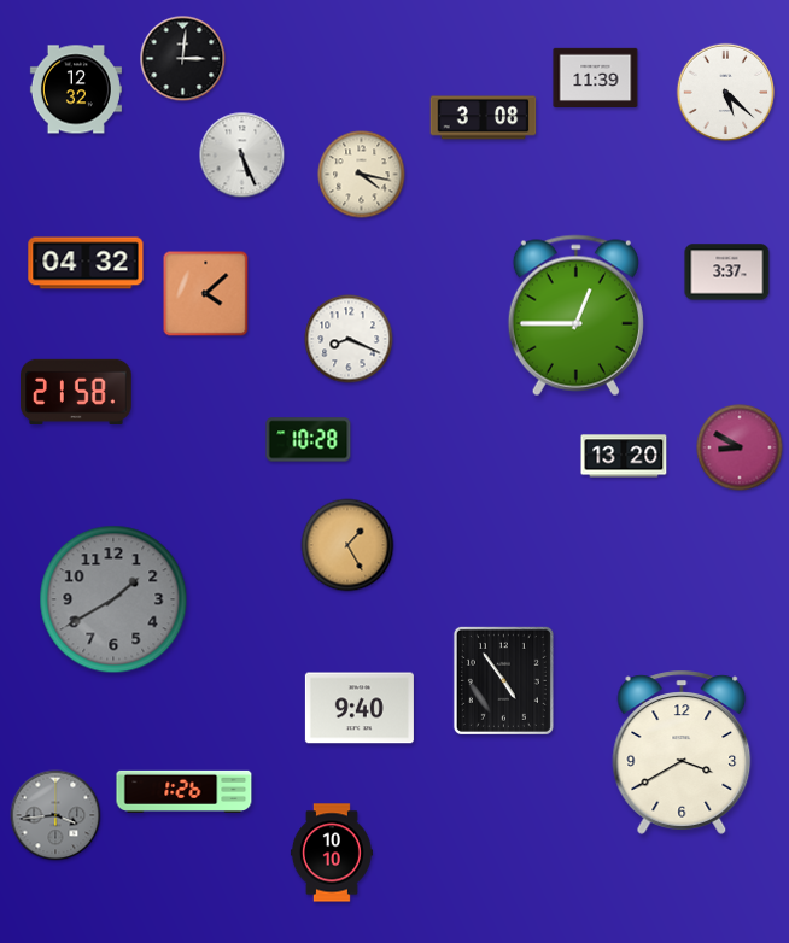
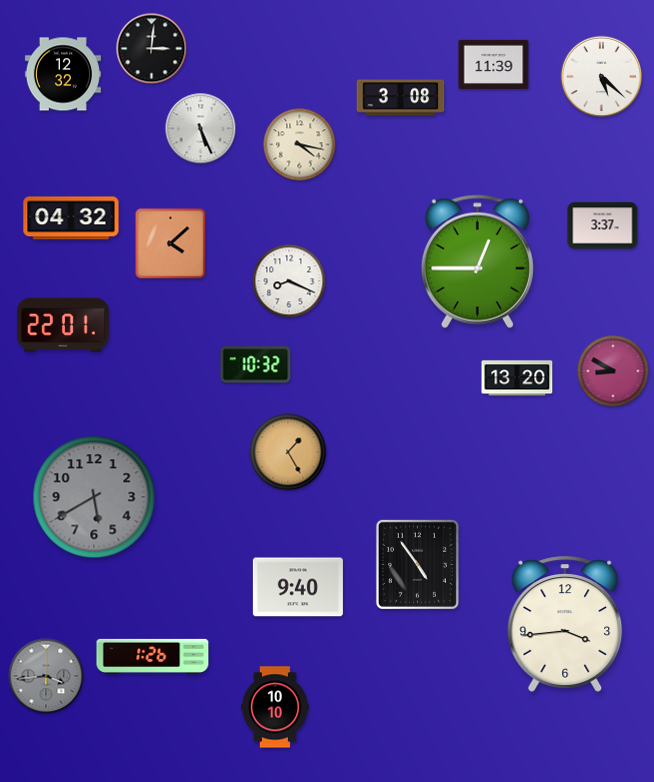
clock at (77, 391): 21:58 -> 22:01
clock at (309, 440): 10:28 -> 10:32
clock at (113, 599): 1:40 -> 5:40
clock at (682, 752): 3:40 -> 3:44
